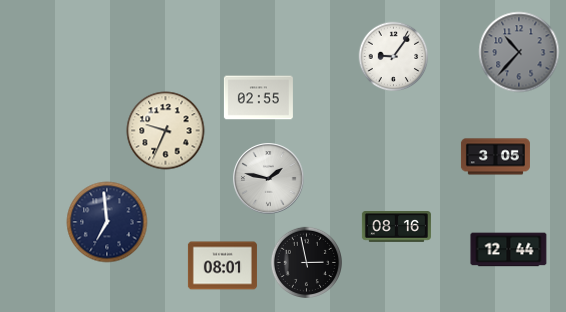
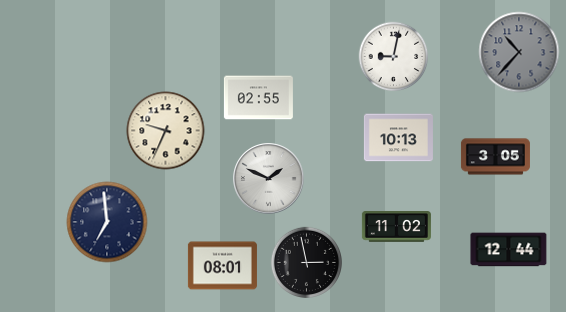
clock at (394, 57): 9:06 -> 9:02
clock at (398, 138): none -> 10:13
clock at (269, 179): 1:47 -> 1:49
clock at (396, 227): 08:16 -> 11:02
